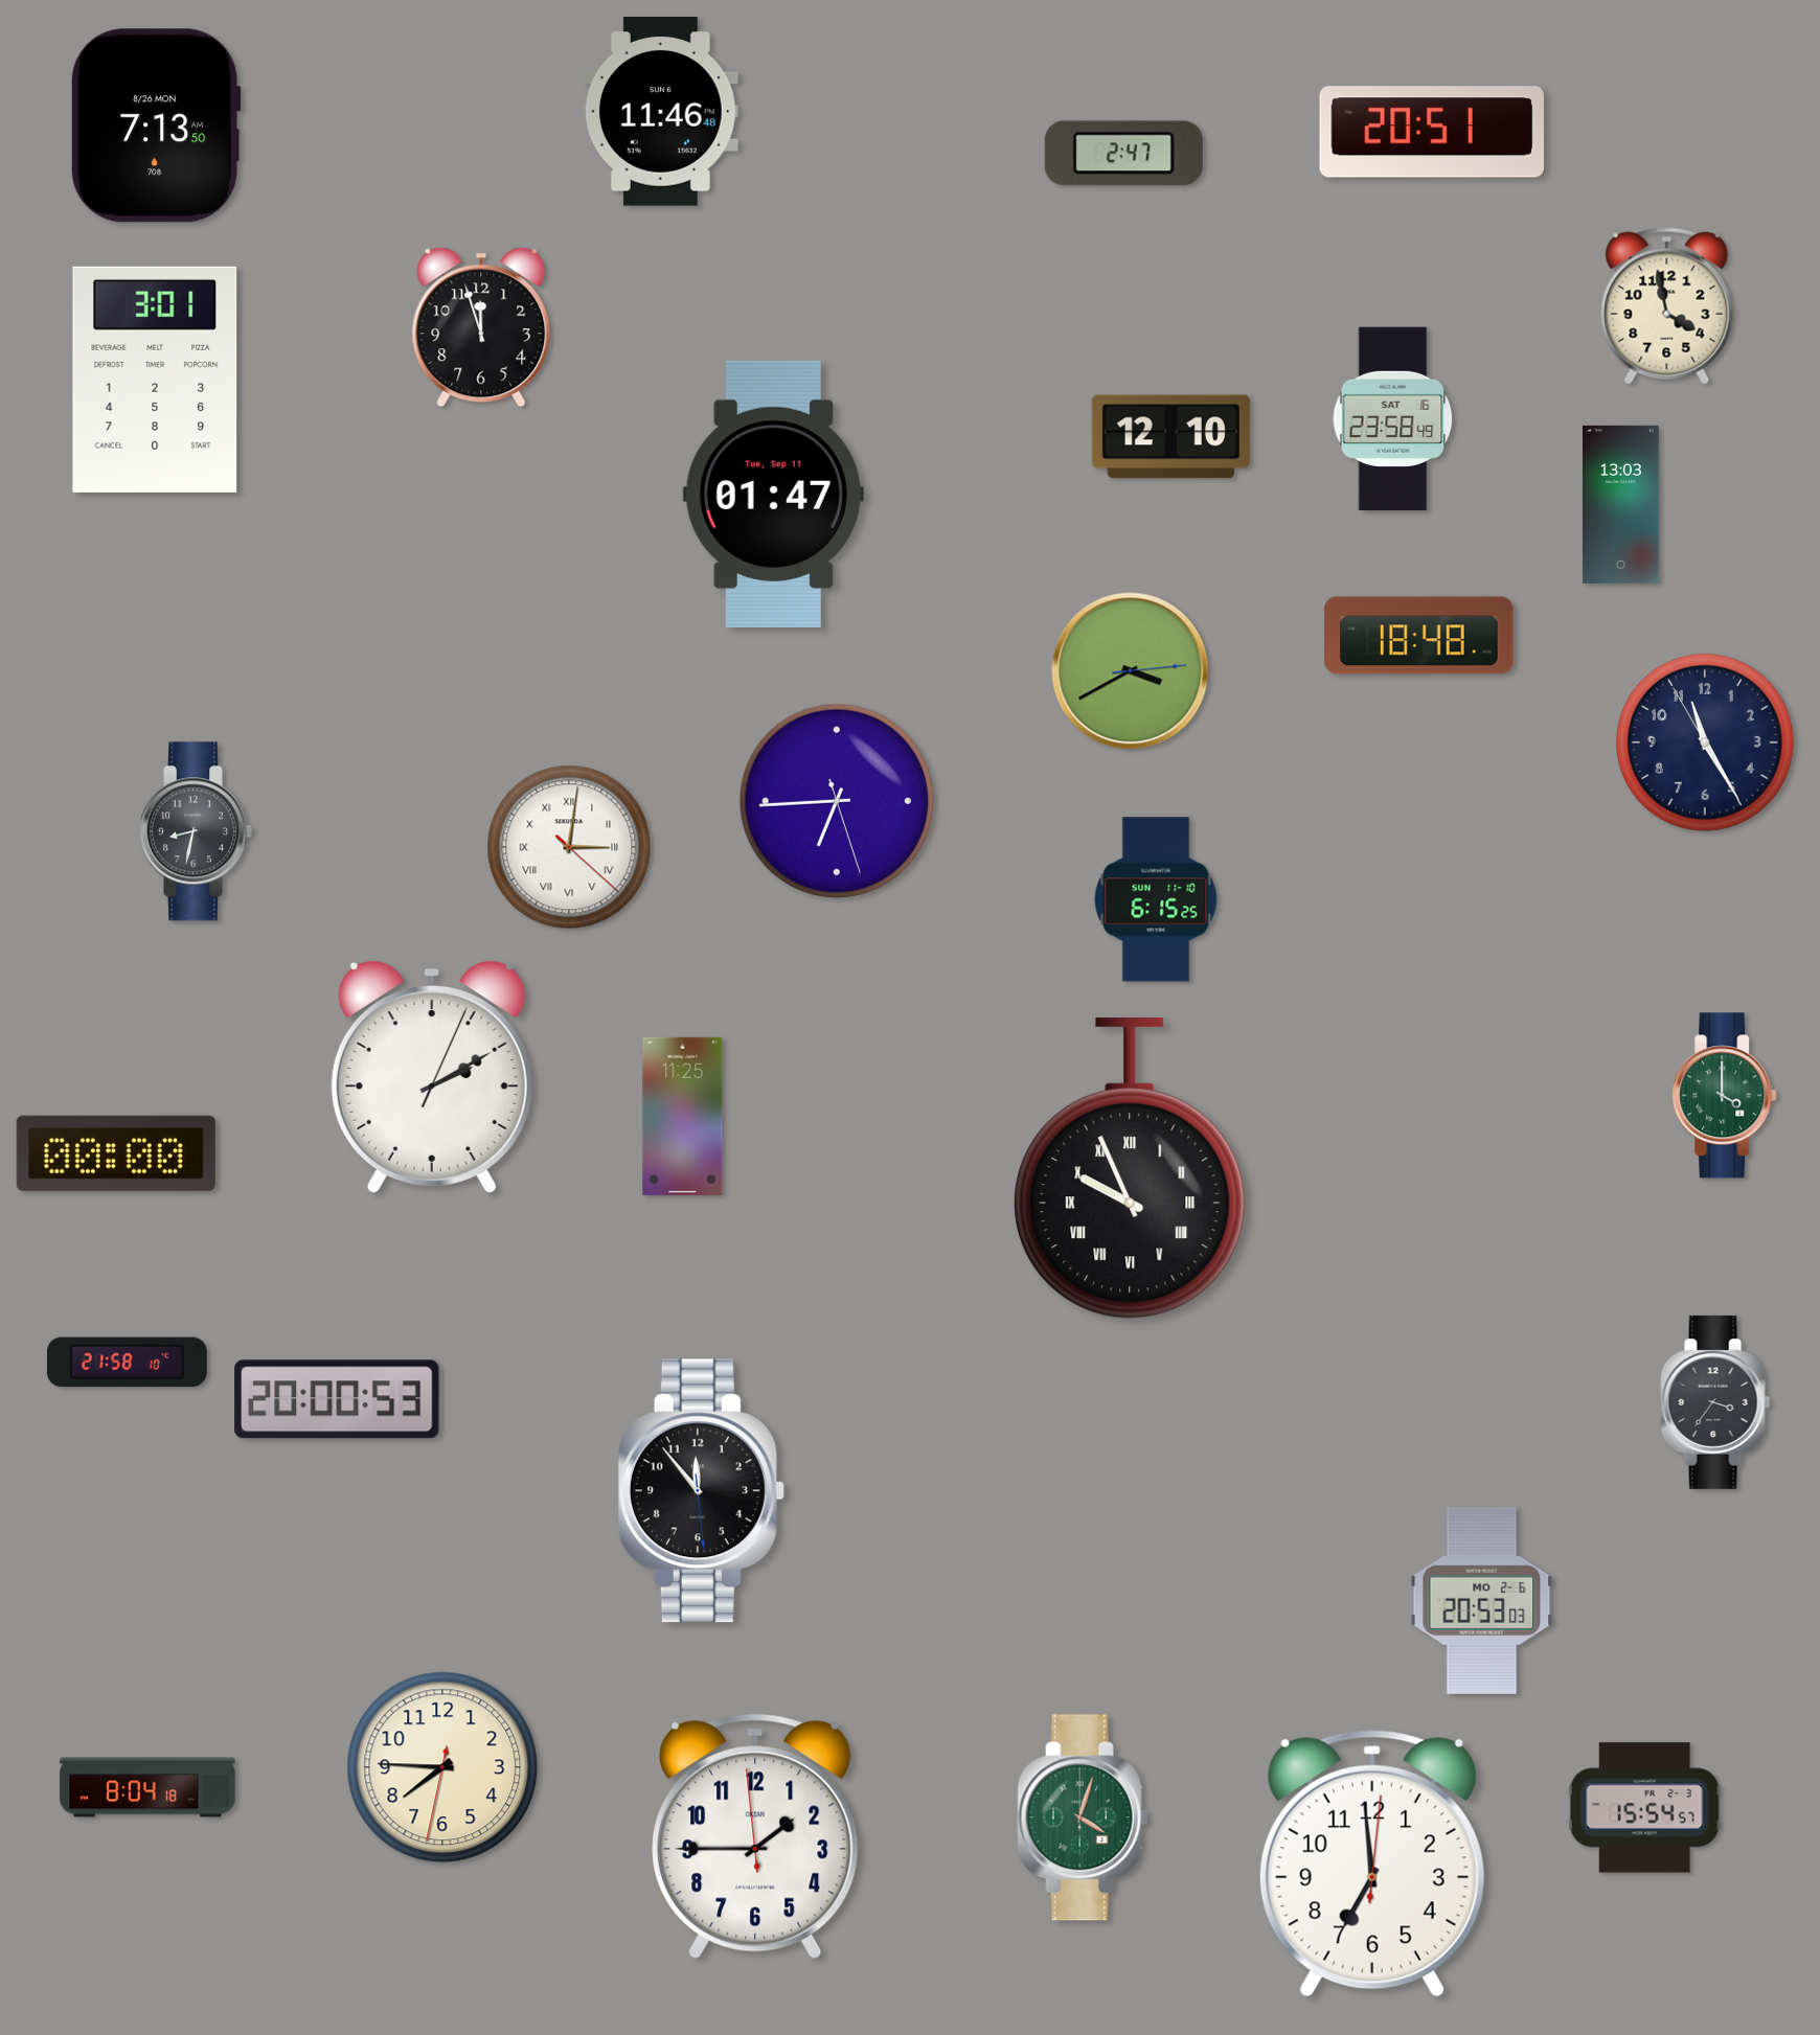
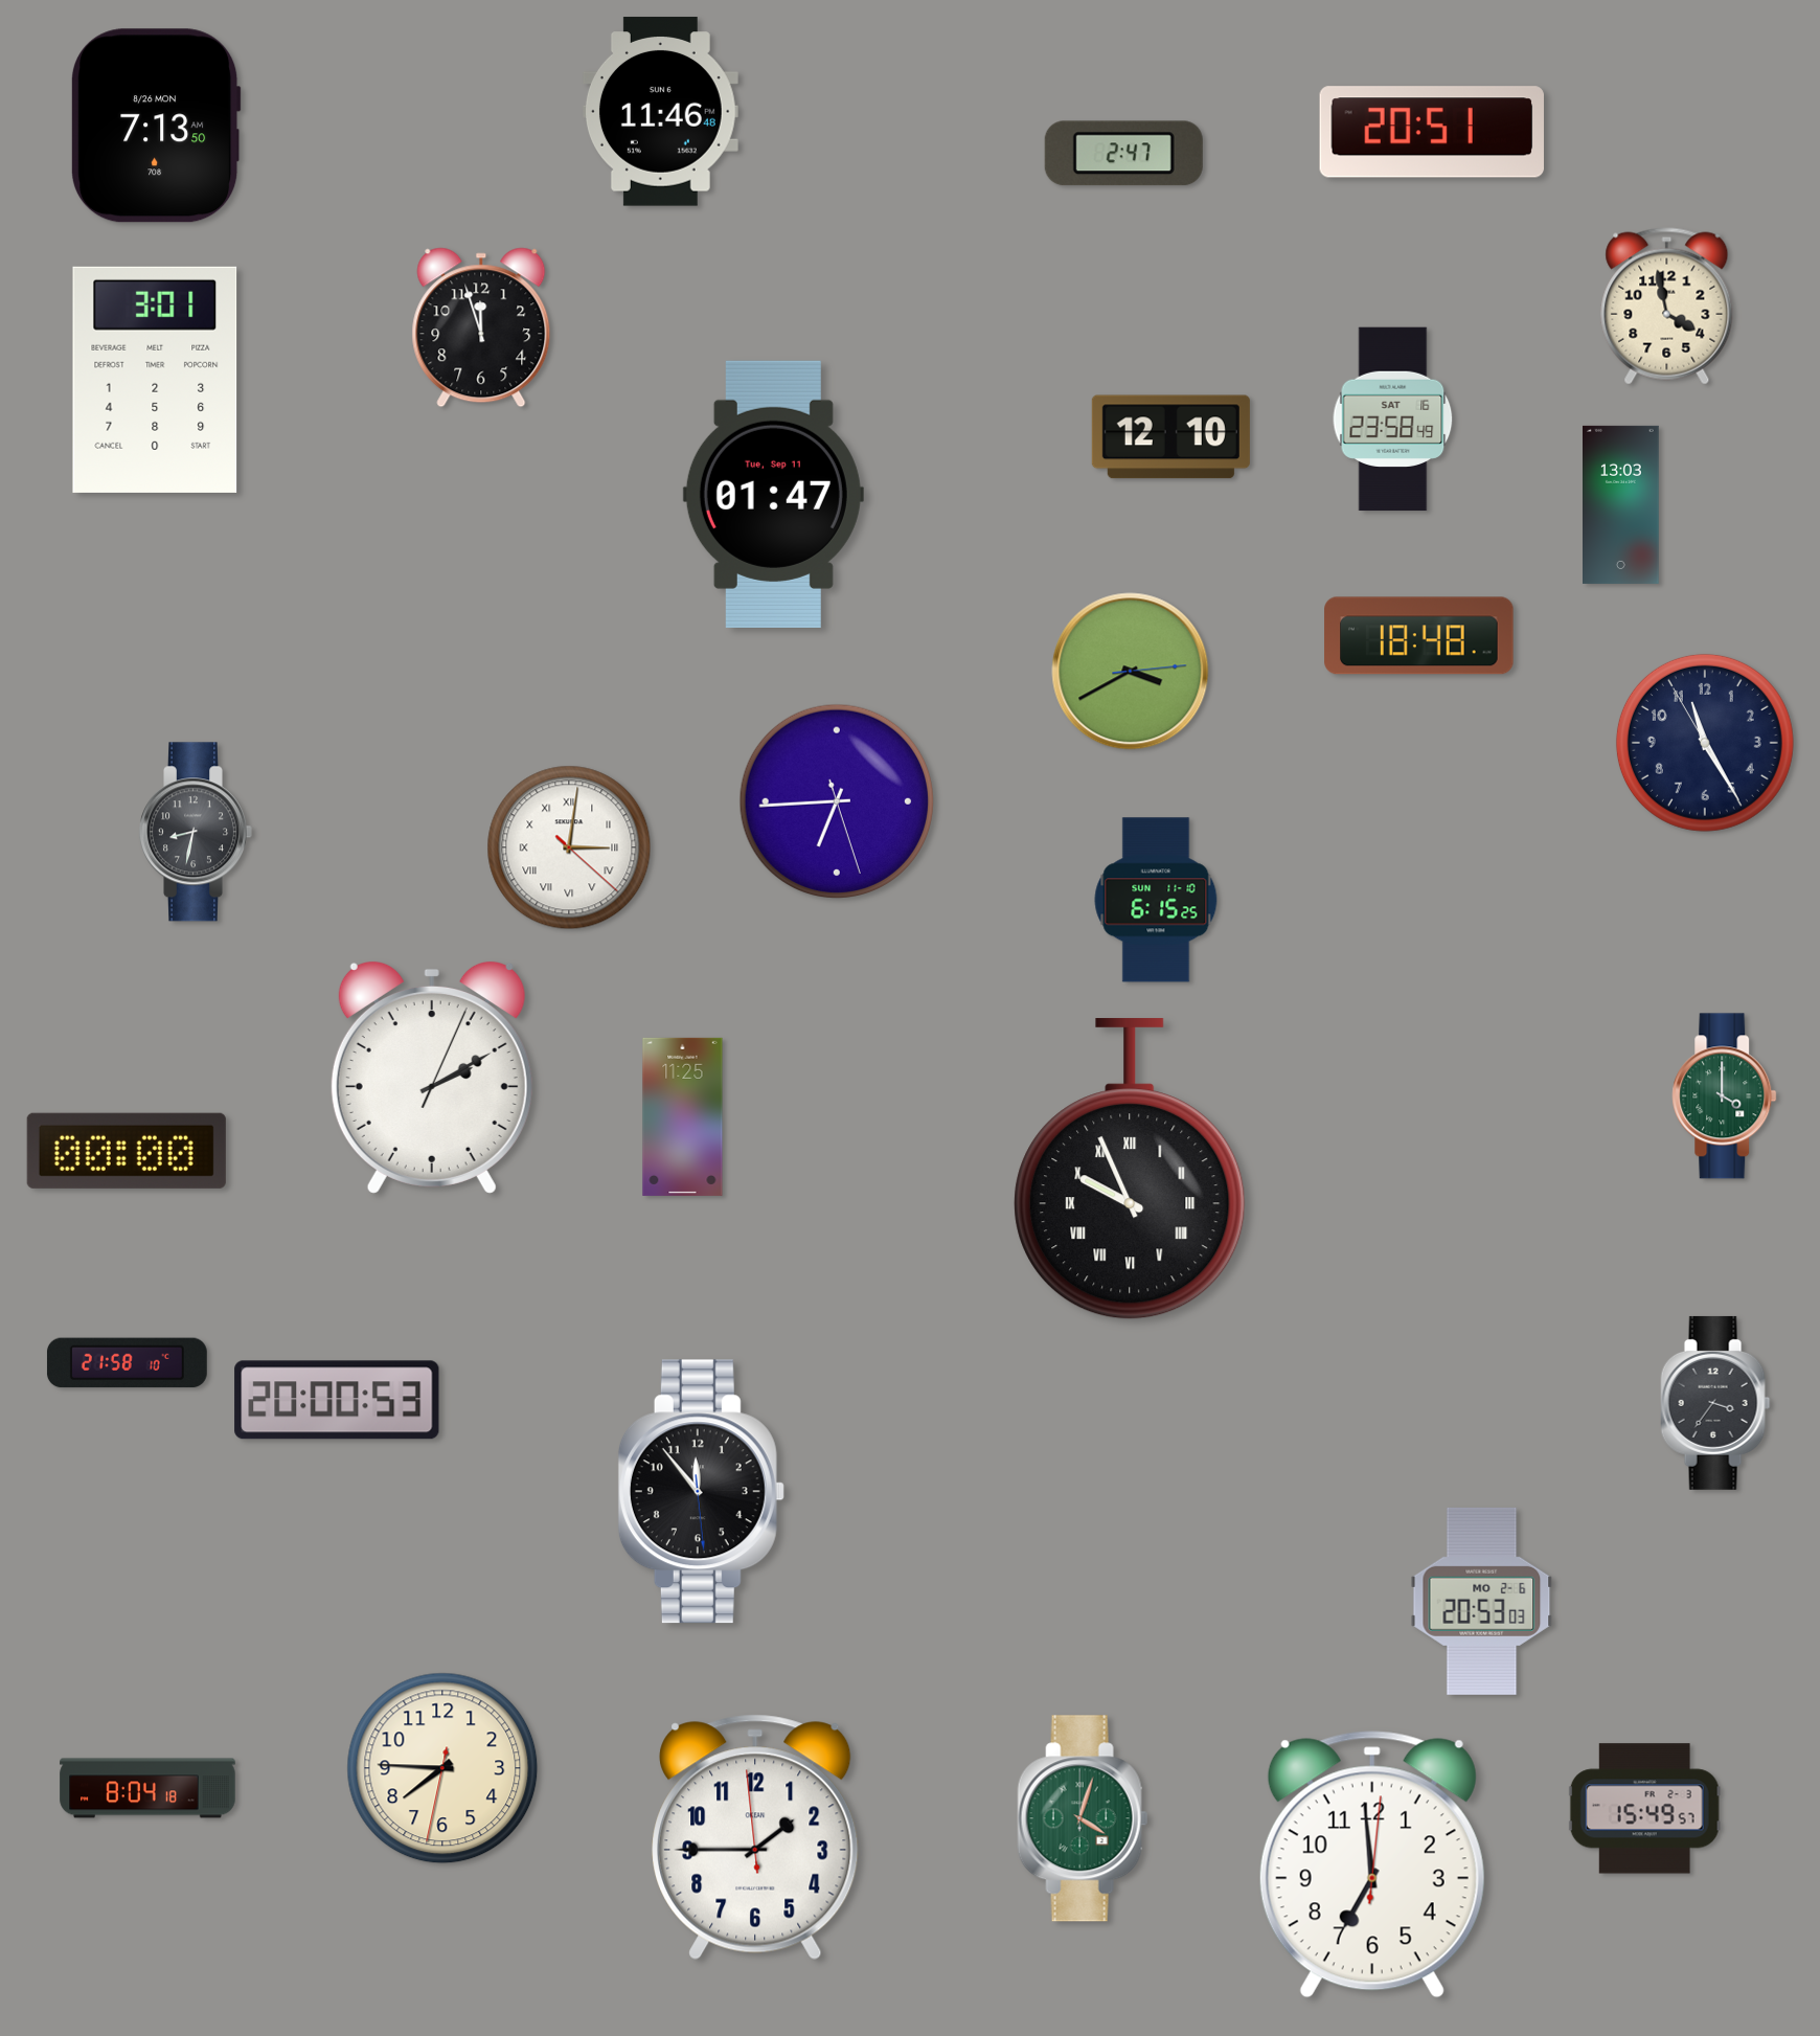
clock at (116, 1153) position: (116, 1153) -> (127, 1151)
clock at (1644, 1808): 15:54 -> 15:49
